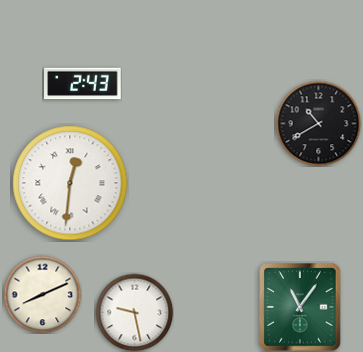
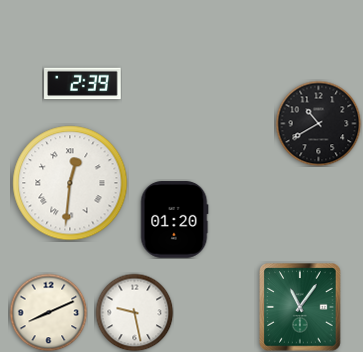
clock at (83, 84): 2:43 -> 2:39
clock at (174, 220): none -> 01:20
clock at (42, 294) position: (42, 294) -> (48, 312)
